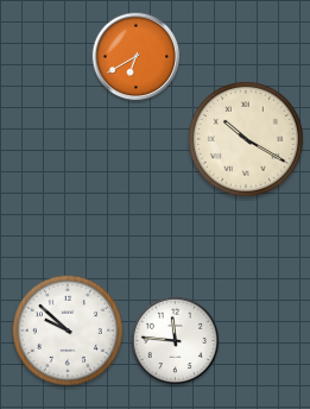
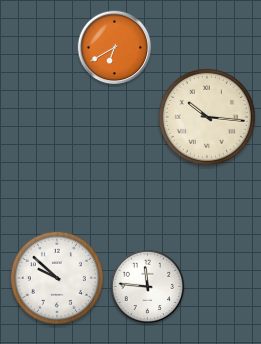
clock at (246, 139): 10:20 -> 10:16
